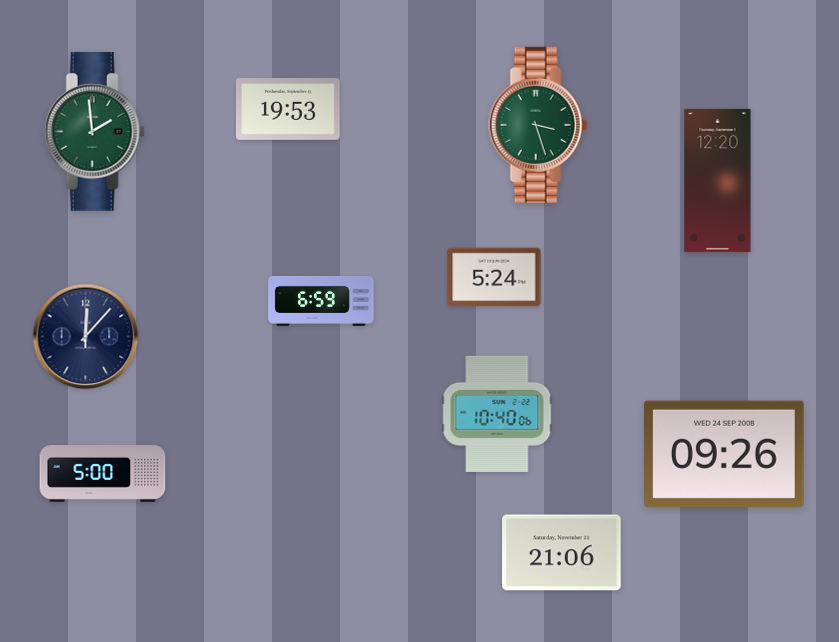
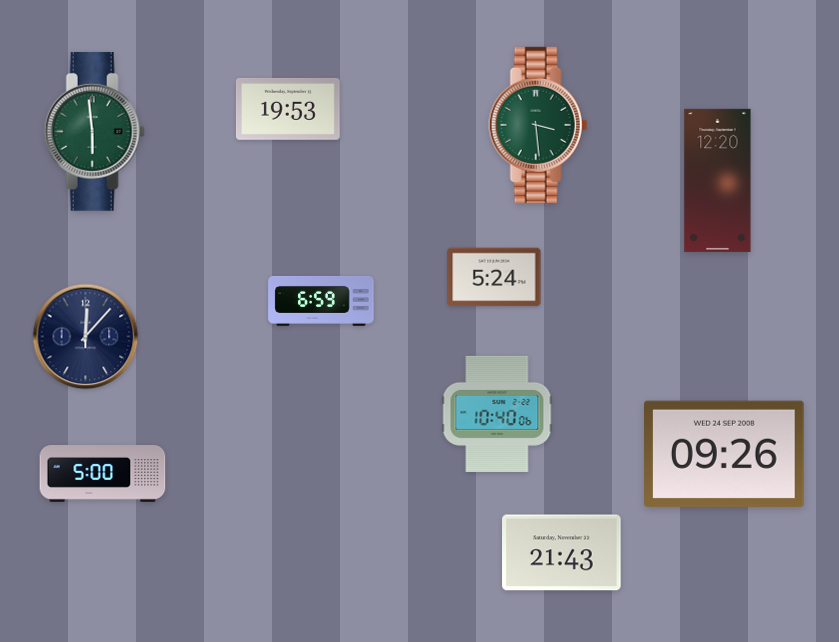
clock at (538, 125): 3:27 -> 3:29
clock at (94, 131): 1:59 -> 5:59
clock at (562, 553): 21:06 -> 21:43
